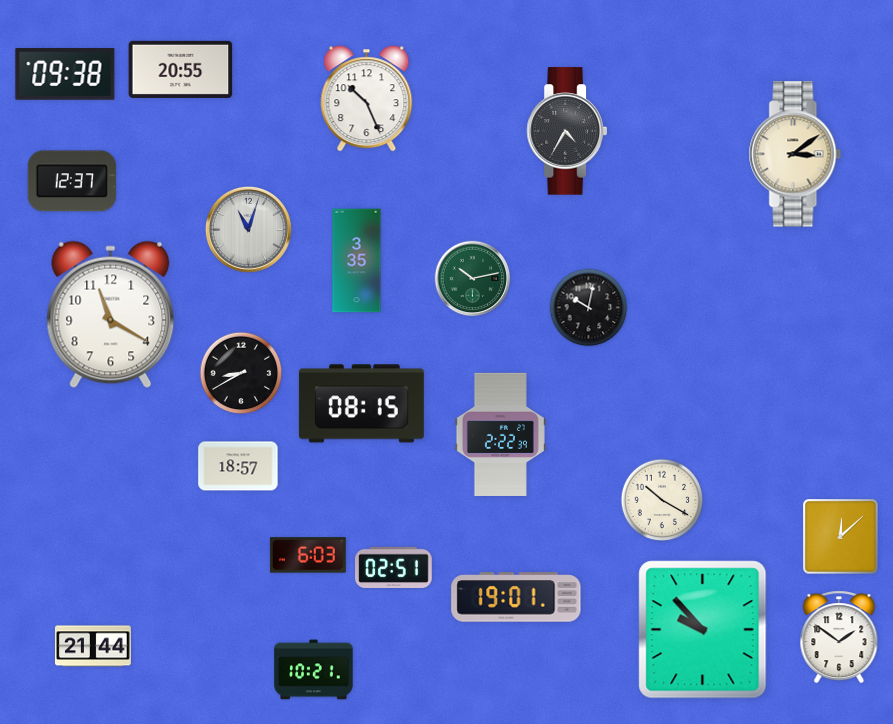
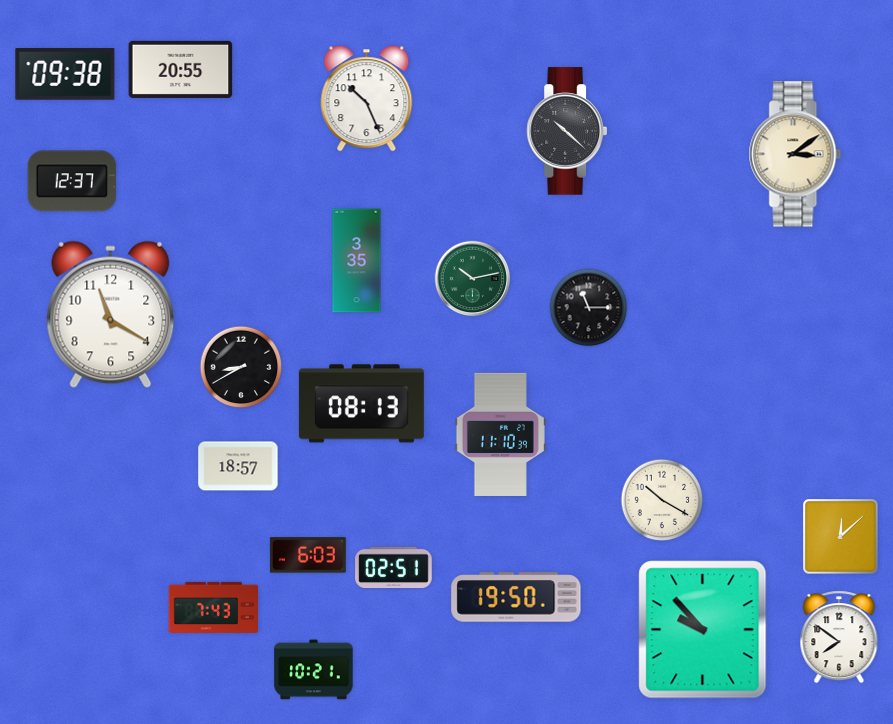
clock at (566, 131): 4:35 -> 10:22
clock at (248, 229): 11:03 -> none
clock at (589, 308): 10:02 -> 11:15
clock at (241, 373) position: (241, 373) -> (241, 367)
clock at (361, 404): 08:15 -> 08:13
clock at (500, 434): 2:22 -> 11:10
clock at (516, 597): 19:01 -> 19:50
clock at (213, 607): none -> 7:43
clock at (839, 637): 1:51 -> 7:51
clock at (94, 646): 21:44 -> none
